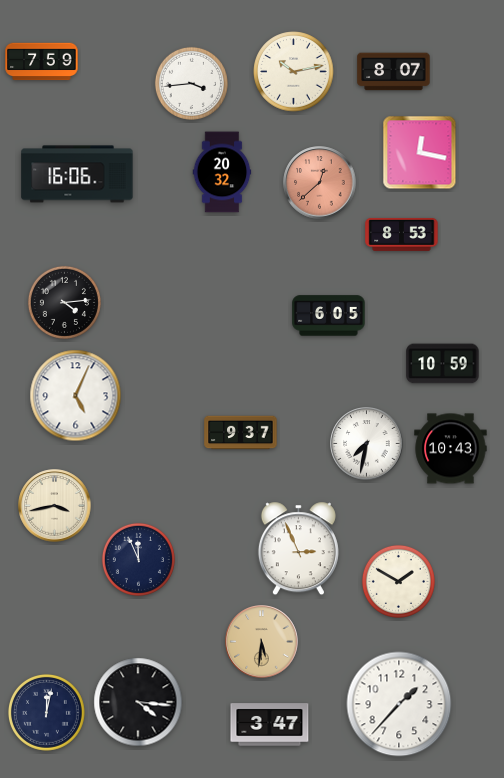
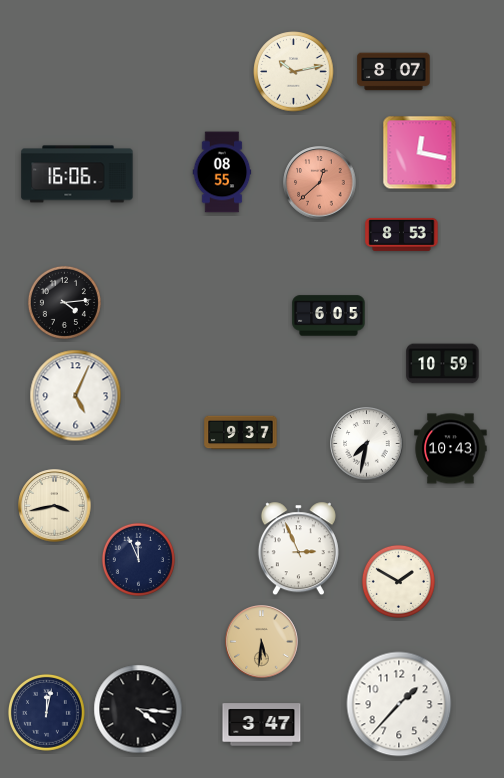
clock at (42, 62): 7:59 -> none
clock at (191, 83): 3:44 -> none
clock at (222, 172): 20:32 -> 08:55
clock at (138, 702) position: (138, 702) -> (138, 709)
clock at (270, 725) position: (270, 725) -> (262, 725)
